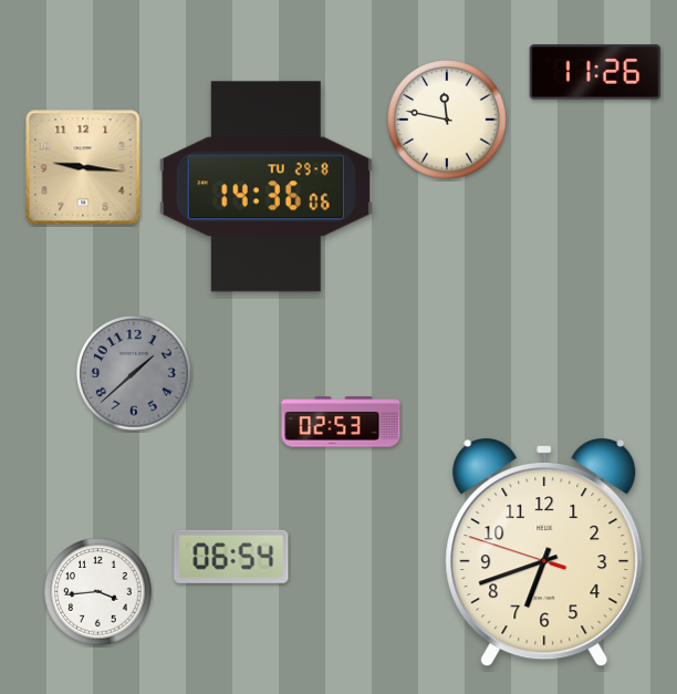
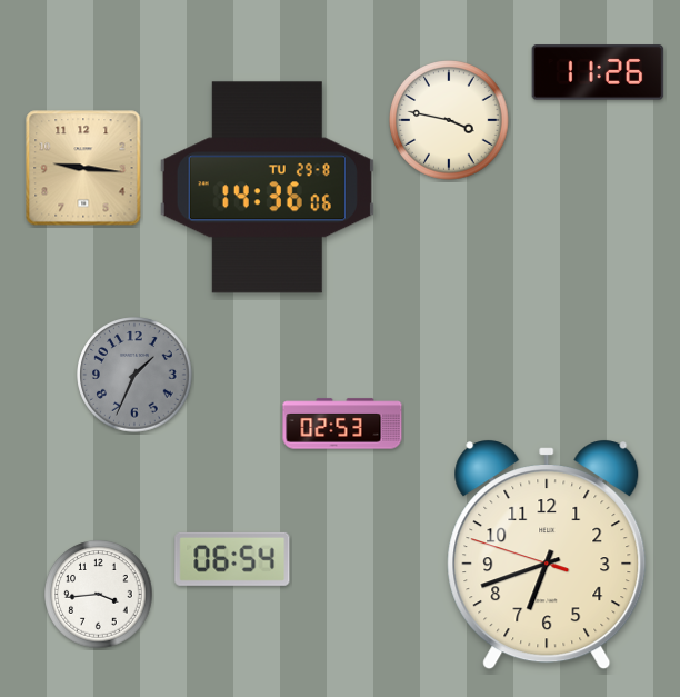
clock at (447, 120): 11:47 -> 3:47
clock at (134, 373): 1:38 -> 1:34
